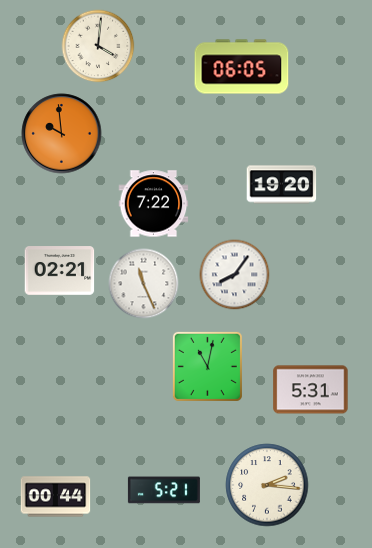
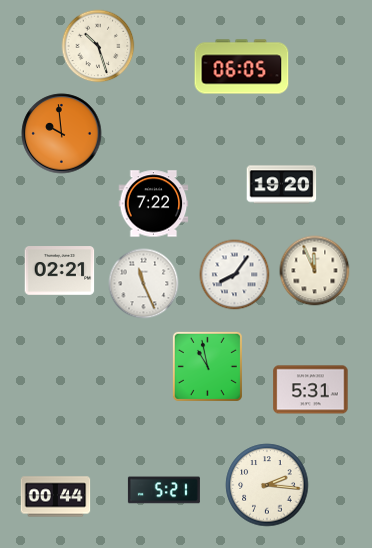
clock at (98, 46): 4:01 -> 10:27
clock at (315, 271): none -> 11:56
clock at (207, 366): 11:02 -> 10:58
